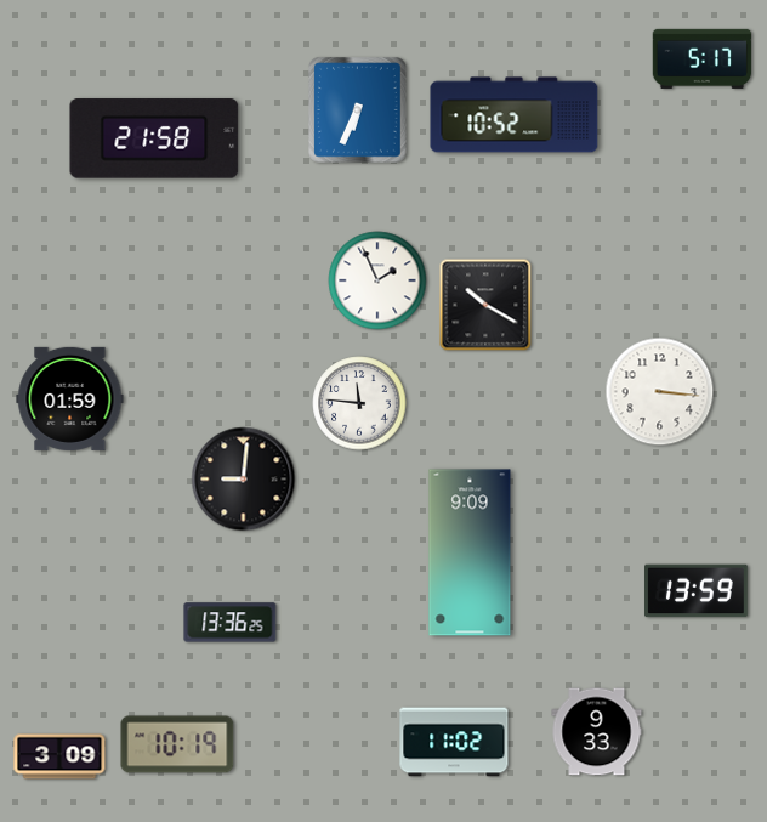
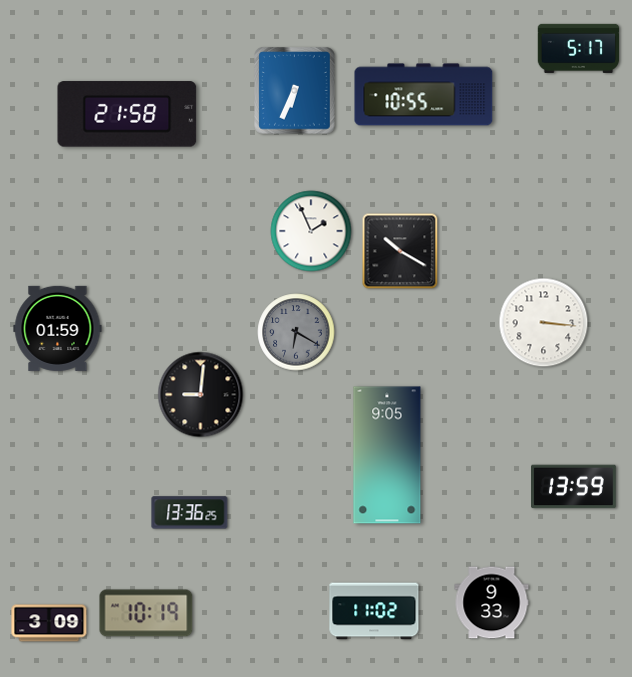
clock at (515, 115): 10:52 -> 10:55
clock at (359, 403): 11:46 -> 6:20
clock at (359, 403) dial: white -> grey
clock at (470, 552): 9:09 -> 9:05
